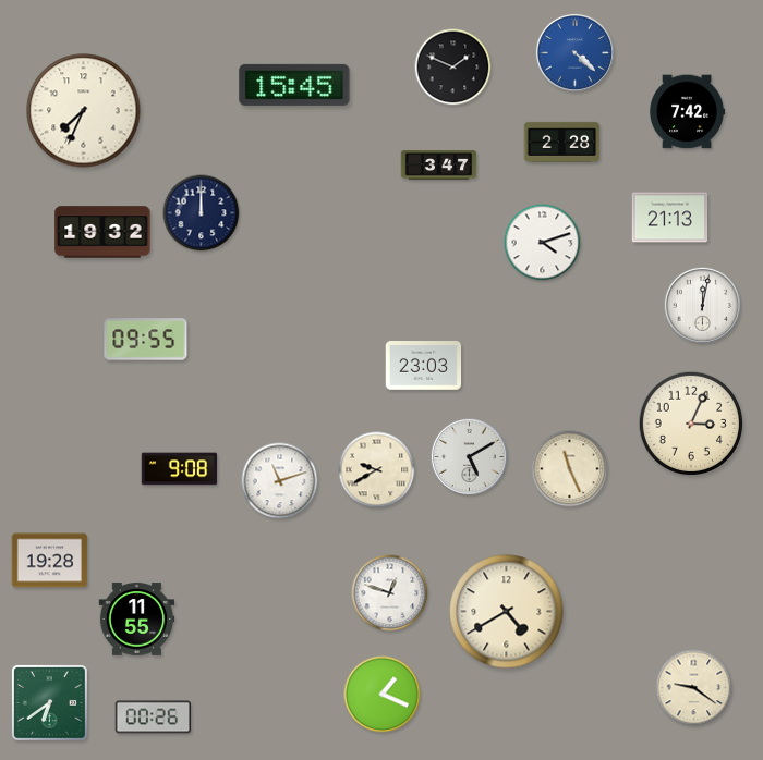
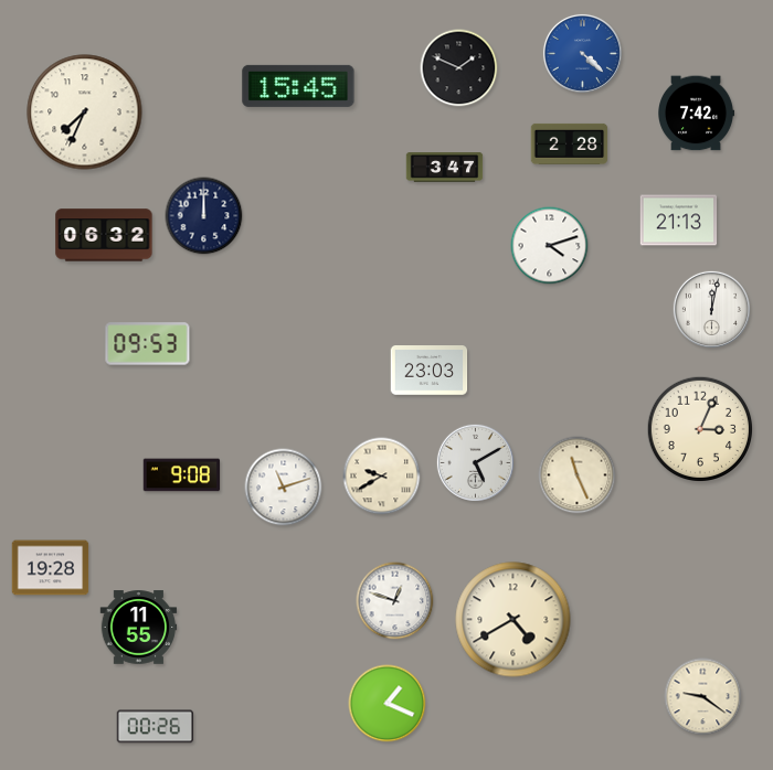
clock at (102, 232): 19:32 -> 06:32
clock at (146, 340): 09:55 -> 09:53
clock at (49, 702): 6:39 -> none
